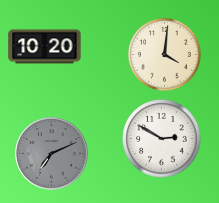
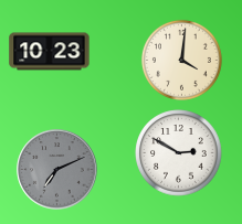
clock at (45, 47): 10:20 -> 10:23
